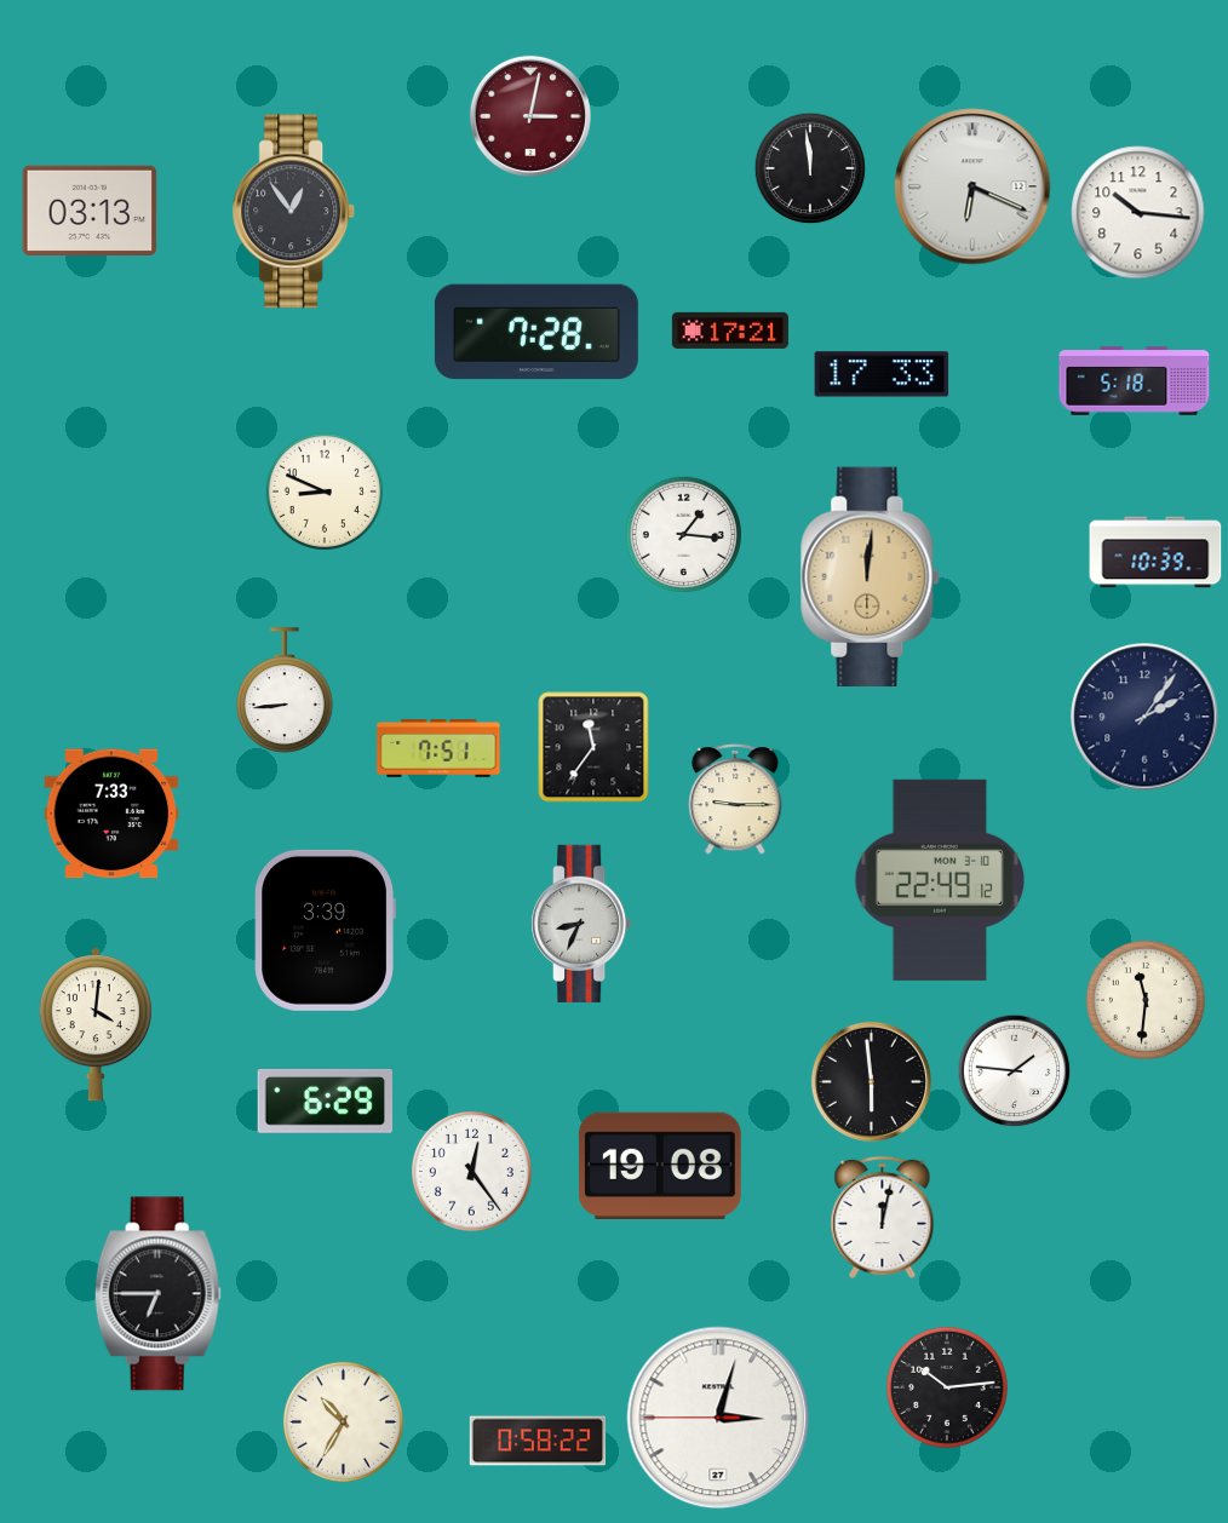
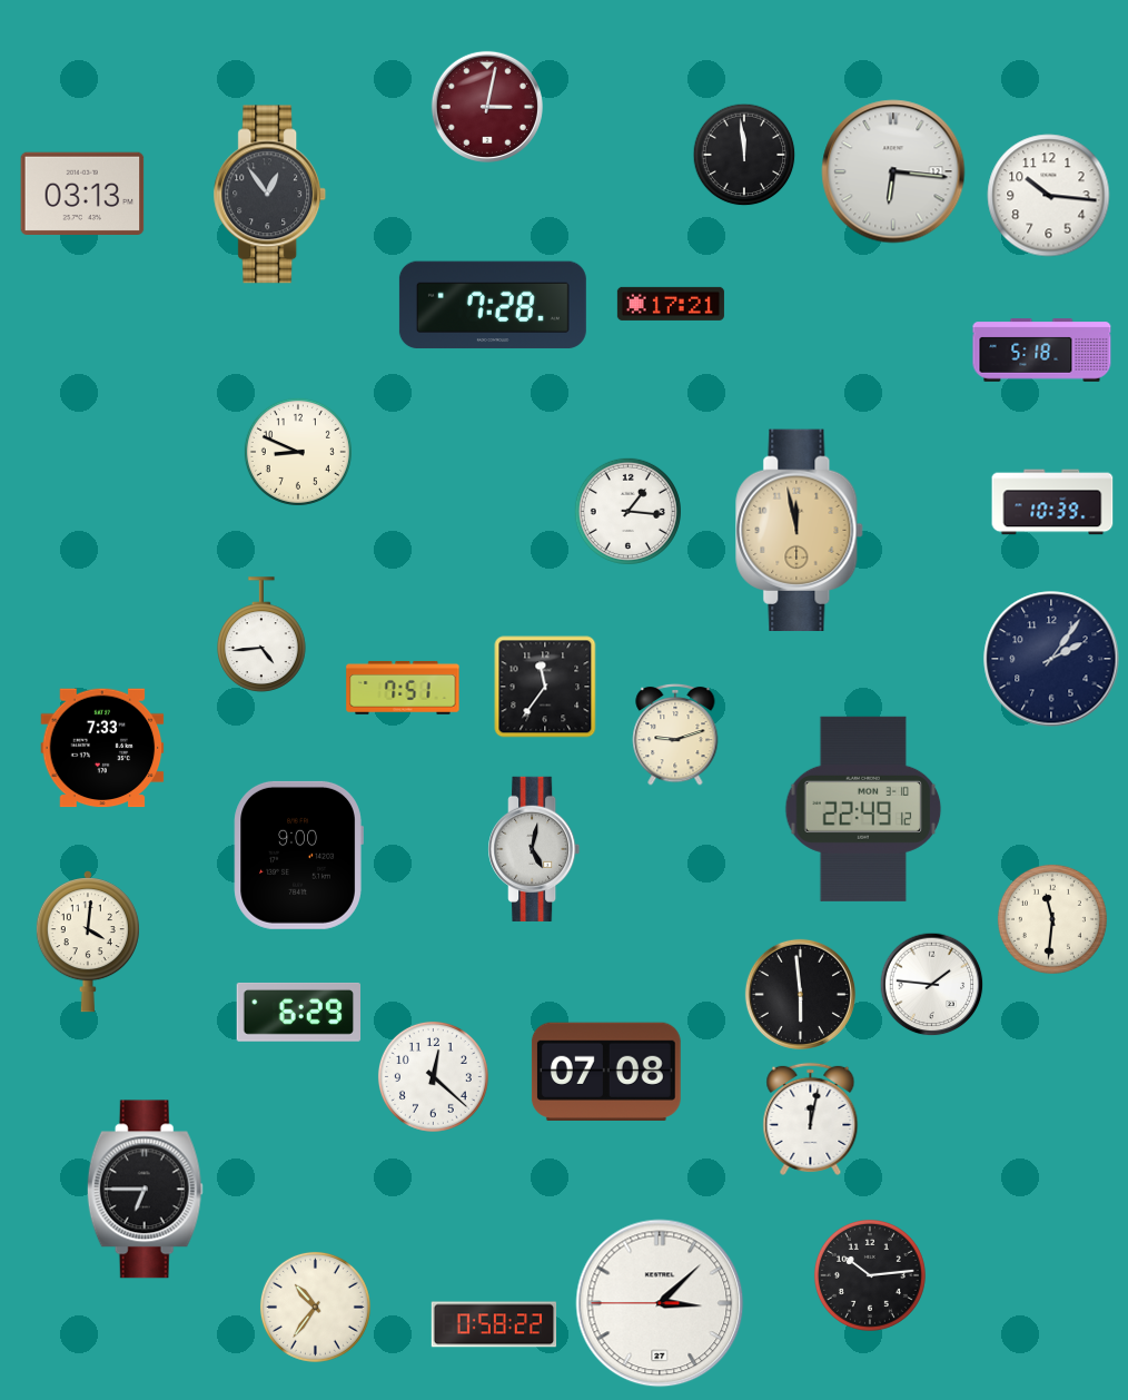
clock at (972, 186): 6:19 -> 6:16
clock at (1138, 213) position: (1138, 213) -> (1049, 196)
clock at (882, 374): 17:33 -> none
clock at (683, 534) position: (683, 534) -> (627, 511)
clock at (1155, 552) position: (1155, 552) -> (1052, 502)
clock at (871, 576): 12:01 -> 11:58
clock at (286, 690): 8:44 -> 4:44
clock at (735, 799): 9:15 -> 9:12
clock at (581, 924): 8:34 -> 5:02
clock at (325, 930): 3:39 -> 9:00
clock at (660, 1166): 19:08 -> 07:08
clock at (471, 1171): 12:24 -> 12:22
clock at (718, 1418): 3:02 -> 3:07
clock at (343, 1421): 10:35 -> 10:36
